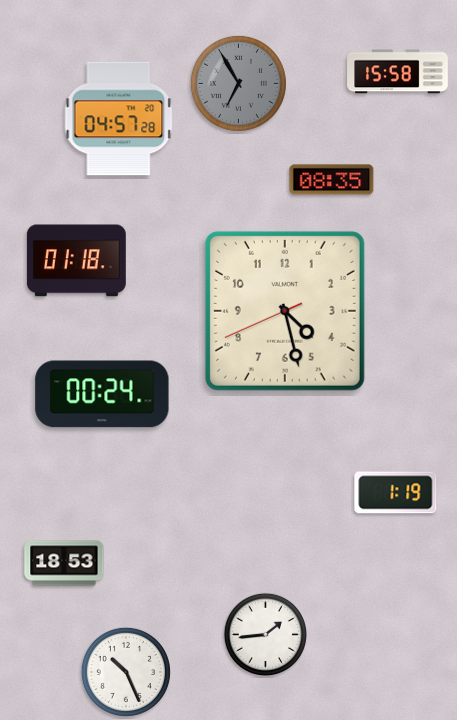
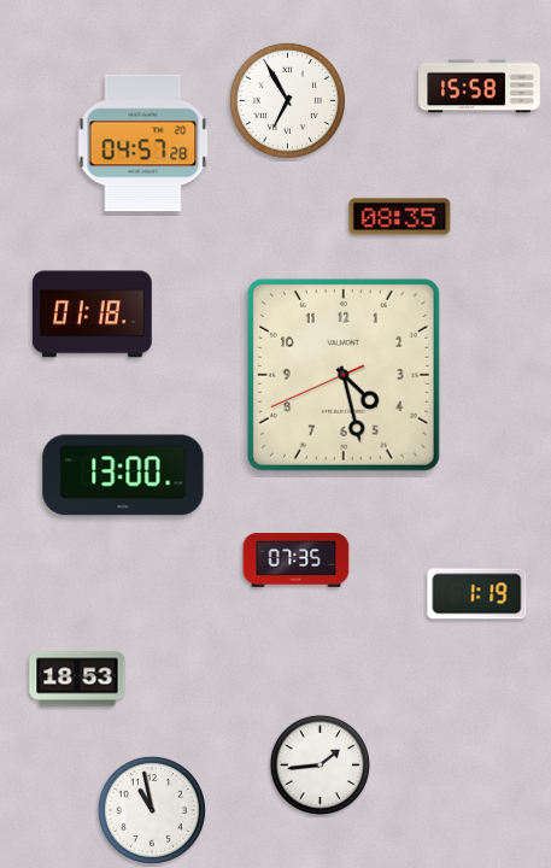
clock at (238, 83) dial: grey -> white
clock at (102, 394): 00:24 -> 13:00
clock at (297, 561): none -> 07:35
clock at (126, 672): 10:26 -> 10:58
